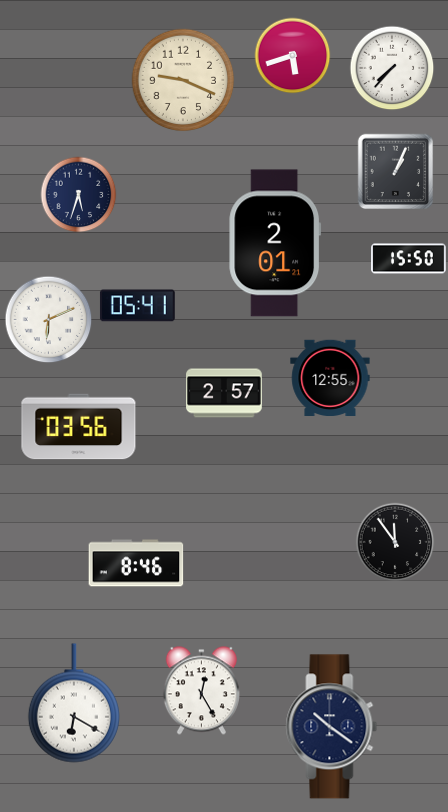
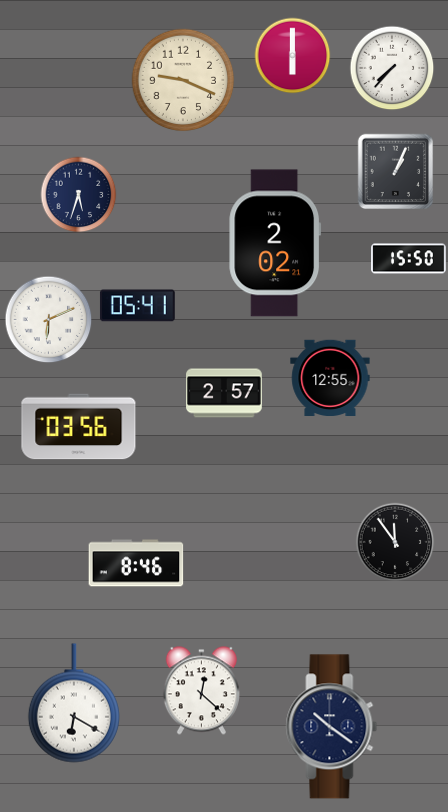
clock at (293, 56): 5:42 -> 6:00
clock at (275, 243): 2:01 -> 2:02
clock at (201, 691): 12:25 -> 12:22
